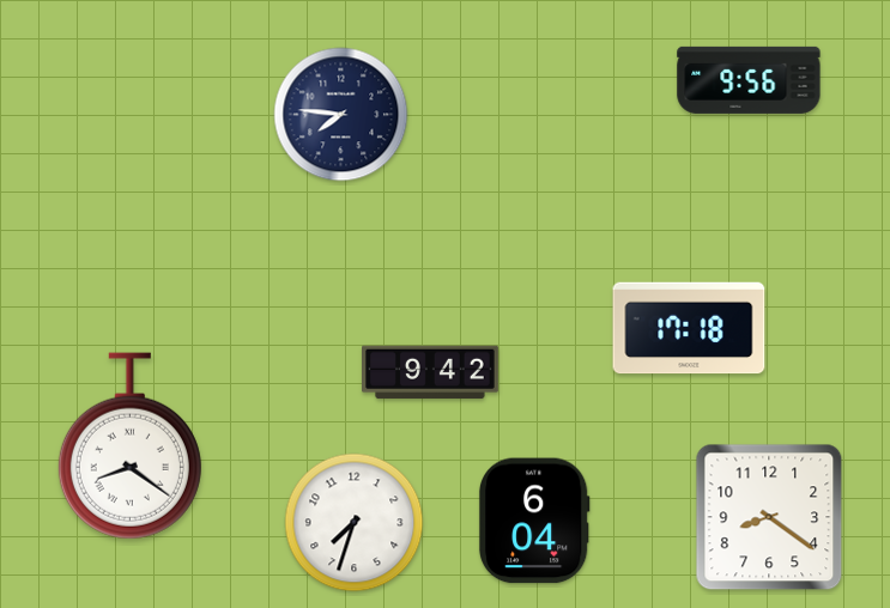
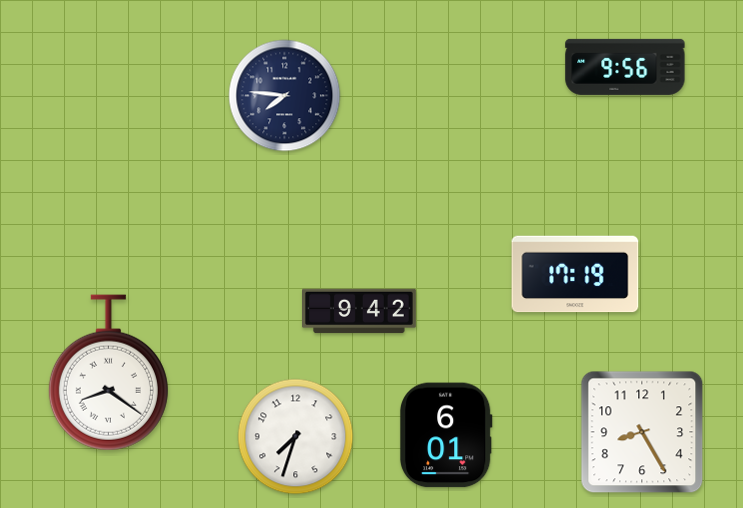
clock at (689, 328): 17:18 -> 17:19
clock at (769, 517): 8:21 -> 8:25
clock at (534, 521): 6:04 -> 6:01
